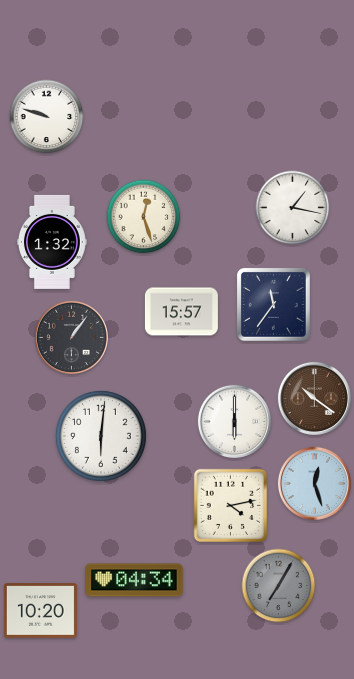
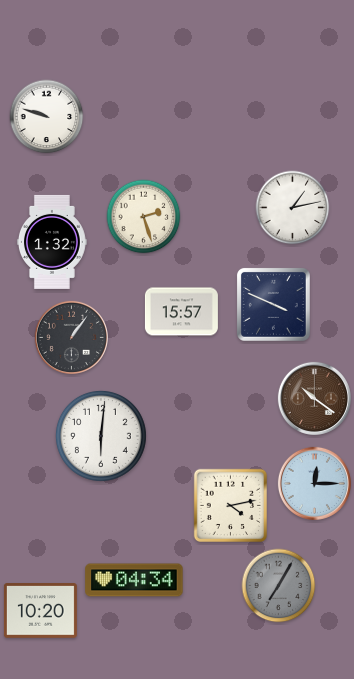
clock at (293, 208): 1:17 -> 1:13
clock at (144, 217): 12:27 -> 2:27
clock at (273, 304): 11:36 -> 3:49
clock at (234, 421): 6:00 -> none
clock at (314, 483): 12:27 -> 12:15
